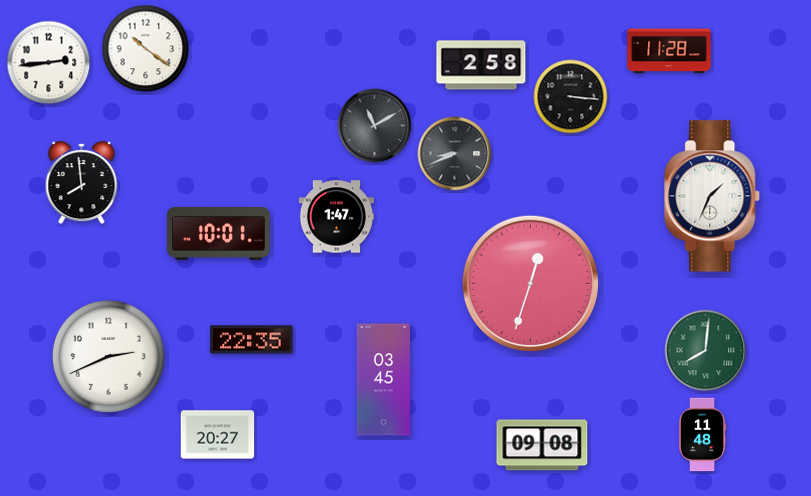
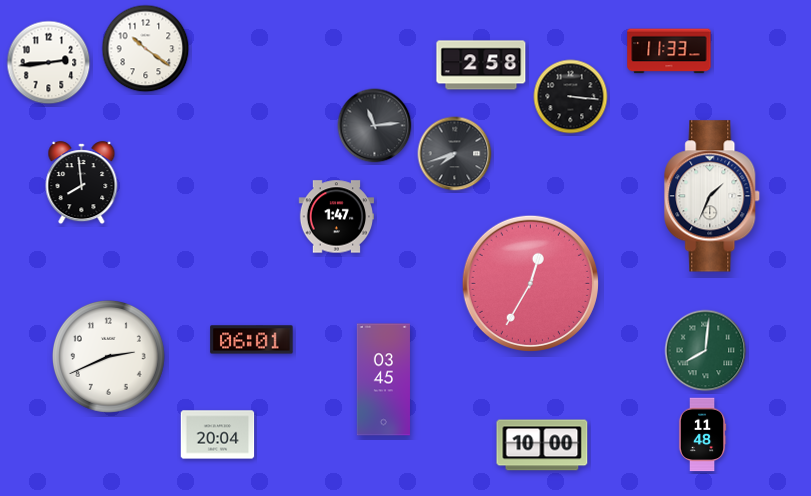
clock at (669, 51): 11:28 -> 11:33
clock at (375, 126): 11:10 -> 11:14
clock at (455, 154): 8:41 -> 7:42
clock at (219, 234): 10:01 -> none
clock at (530, 283): 12:33 -> 12:35
clock at (252, 340): 22:35 -> 06:01
clock at (218, 435): 20:27 -> 20:04
clock at (542, 445): 09:08 -> 10:00
